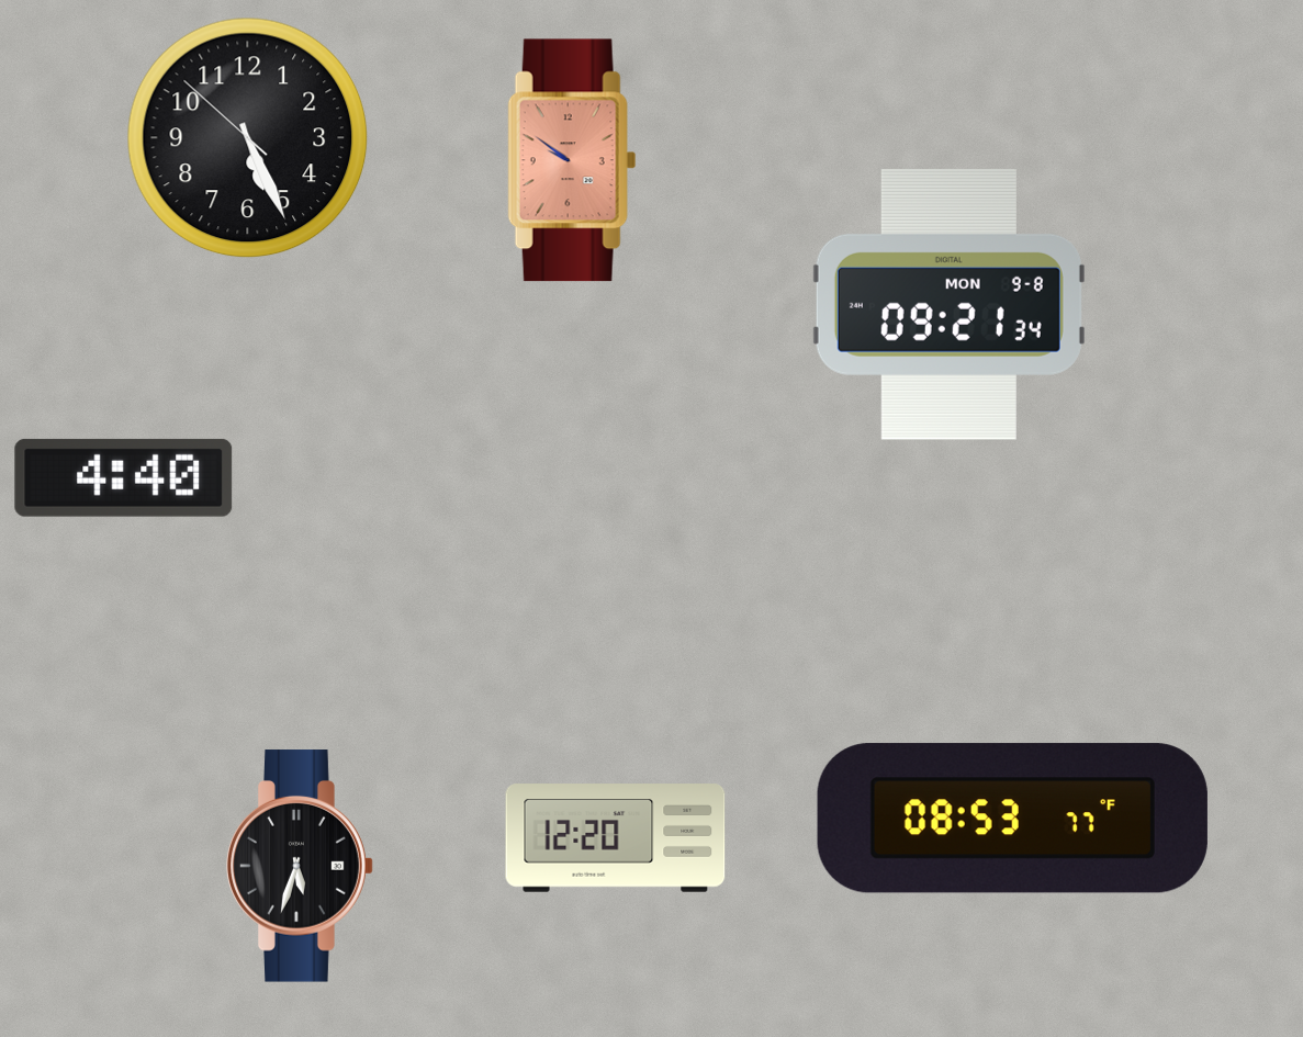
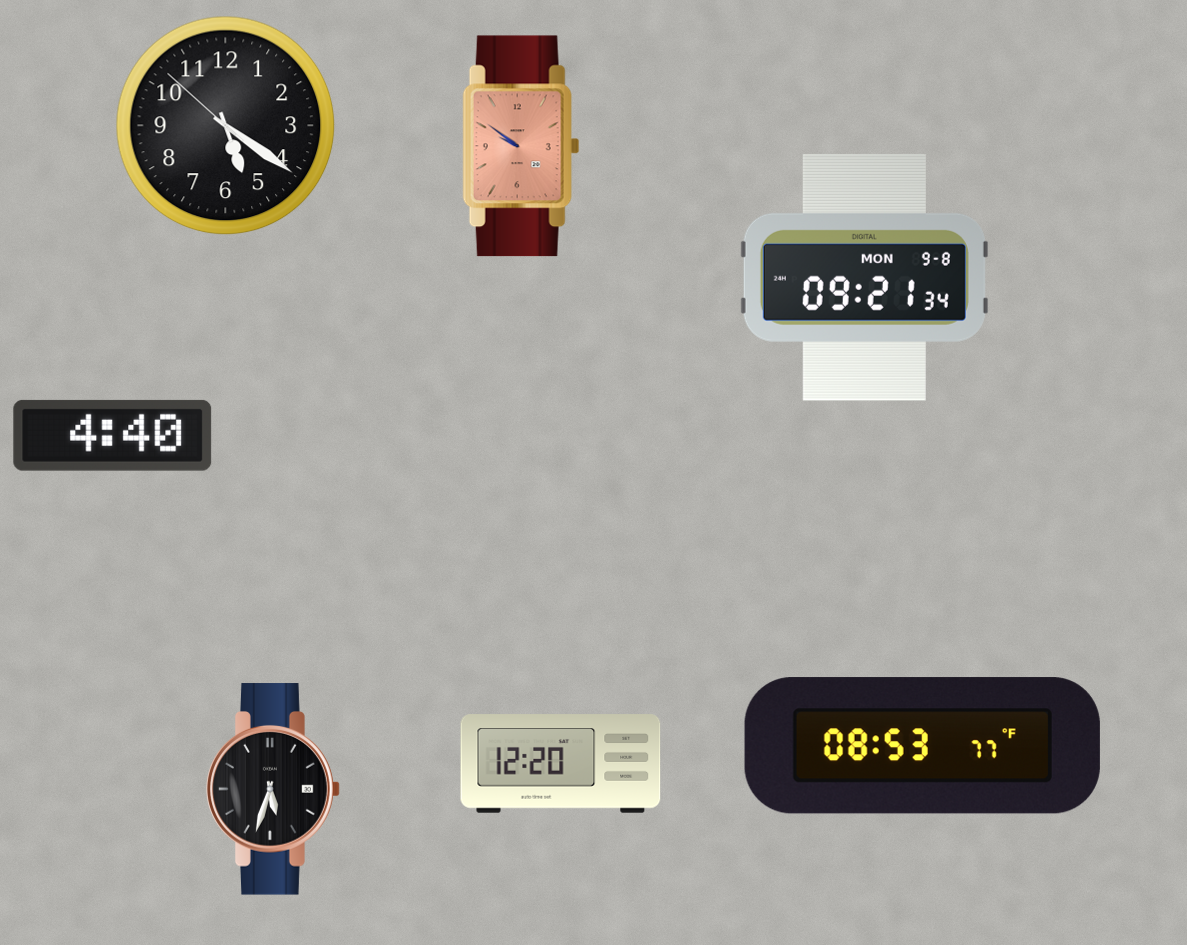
clock at (248, 138): 5:25 -> 5:20
